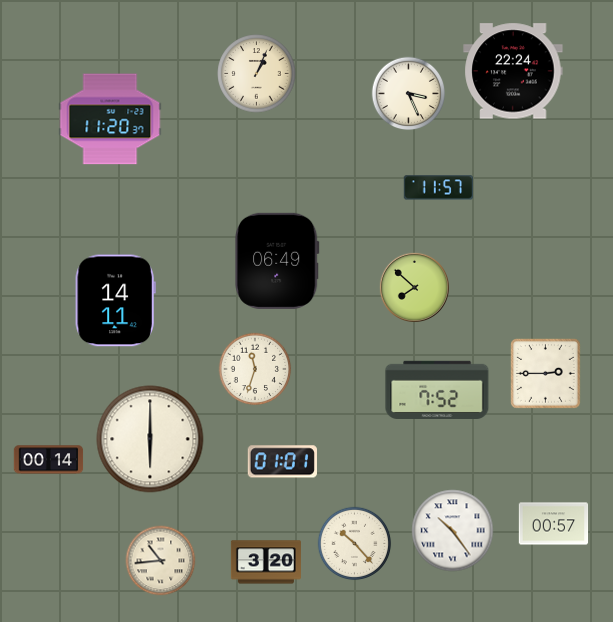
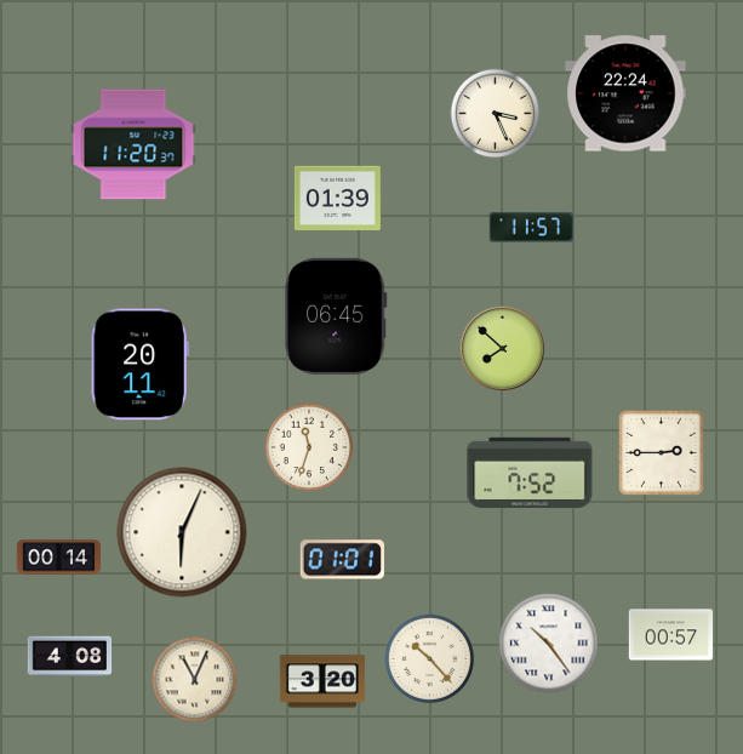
clock at (513, 71) position: (513, 71) -> (625, 93)
clock at (257, 74): 1:04 -> none
clock at (337, 198): none -> 01:39
clock at (278, 261): 06:49 -> 06:45
clock at (115, 301): 14:11 -> 20:11
clock at (150, 439): 6:00 -> 6:04
clock at (70, 657): none -> 4:08
clock at (161, 561): 10:44 -> 11:04
